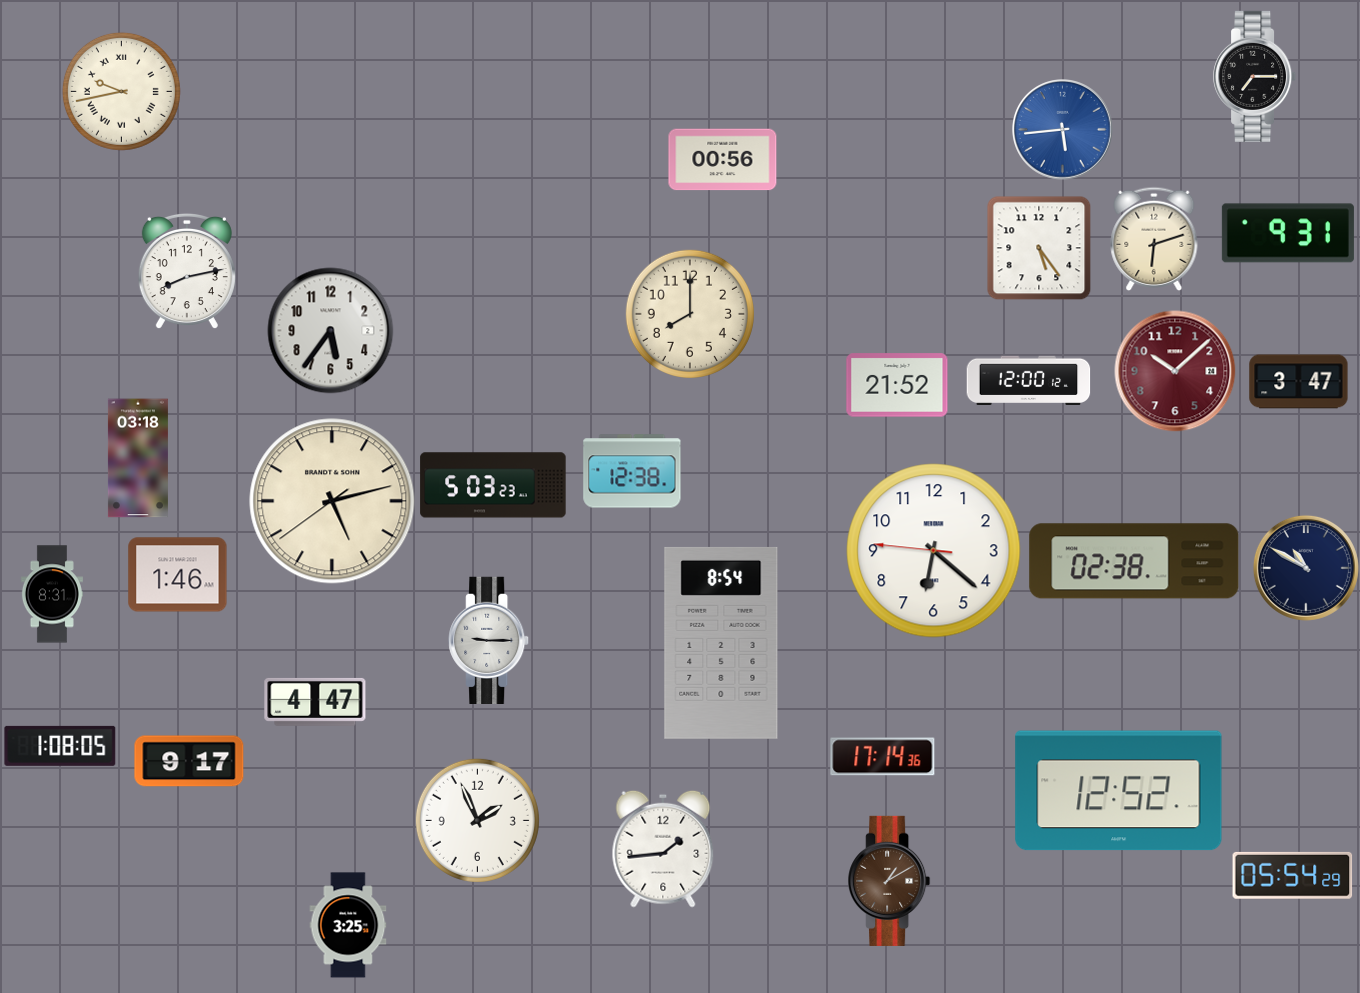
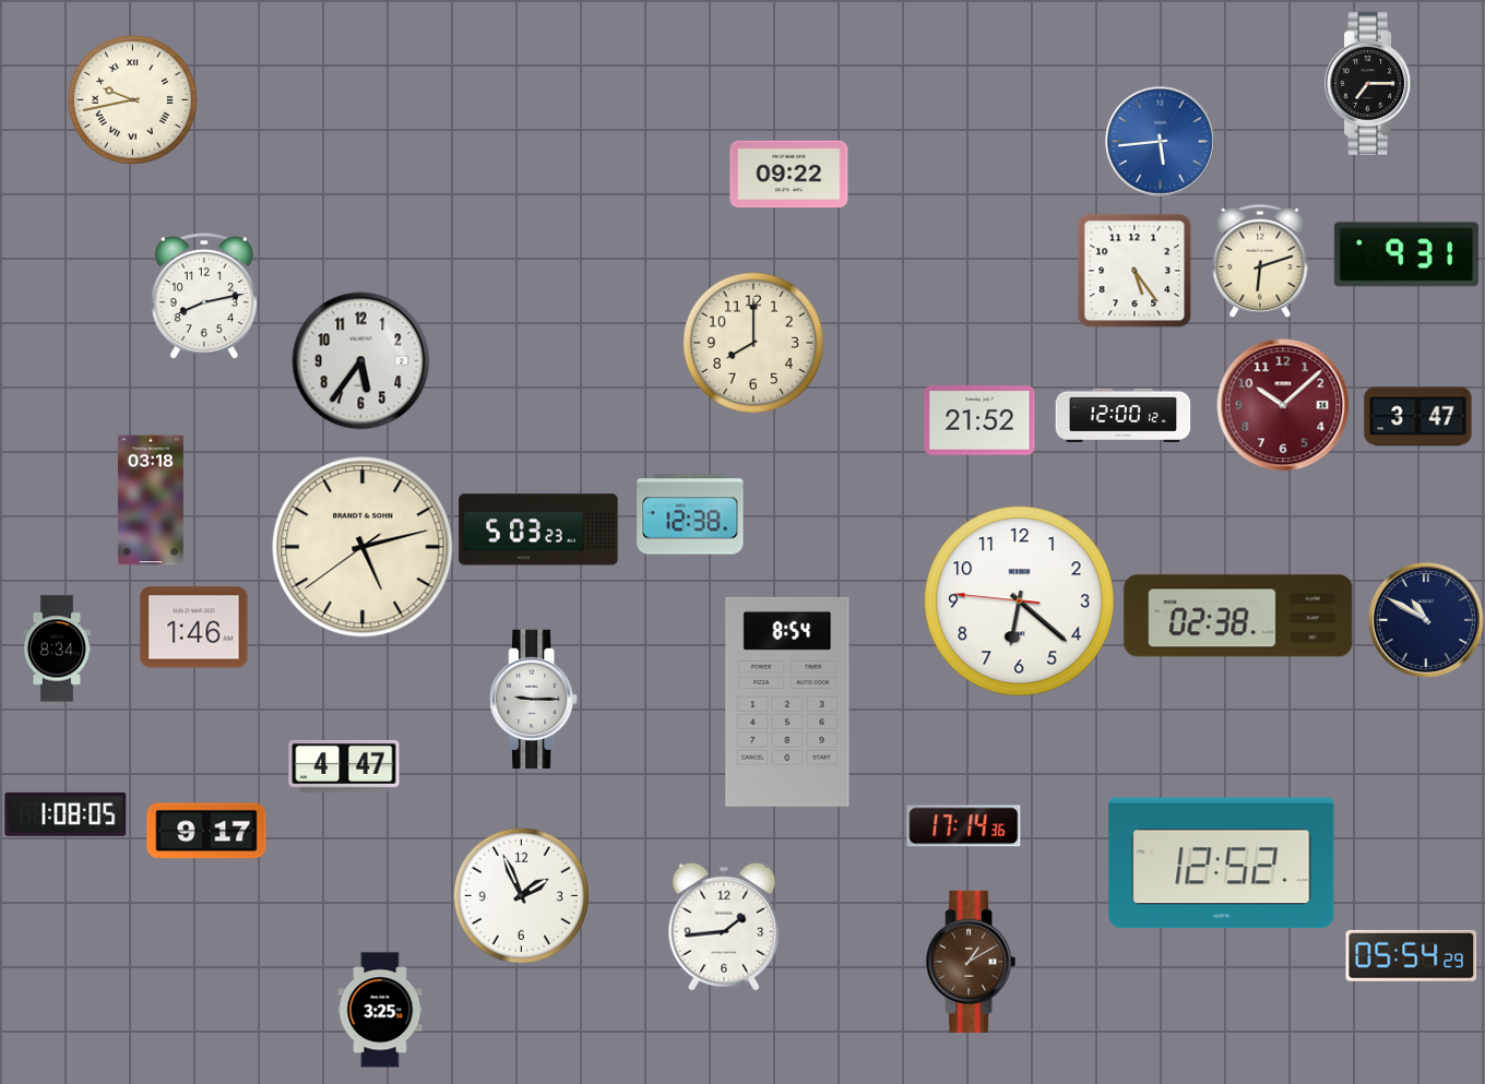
clock at (723, 160): 00:56 -> 09:22
clock at (1134, 561) position: (1134, 561) -> (1238, 616)
clock at (52, 594): 8:31 -> 8:34
